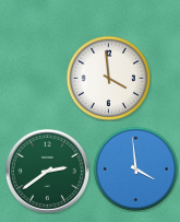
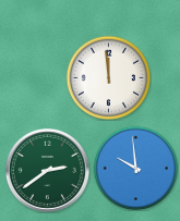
clock at (108, 78): 3:59 -> 11:59
clock at (135, 168): 3:59 -> 9:59
